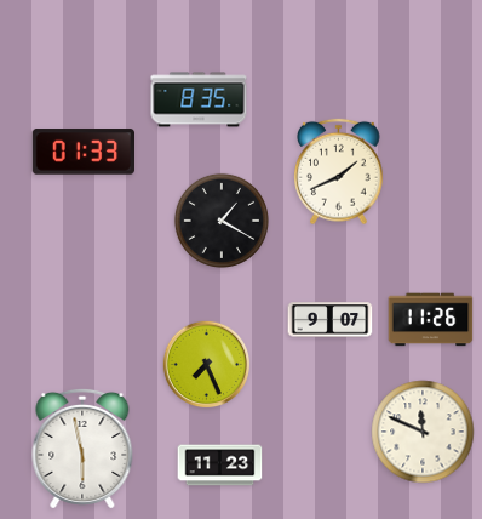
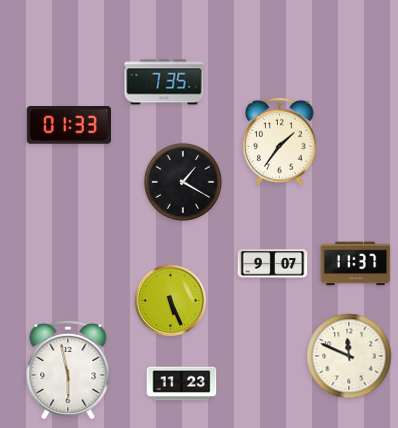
clock at (199, 99): 8:35 -> 7:35
clock at (339, 172): 1:41 -> 1:36
clock at (431, 320): 11:26 -> 11:37
clock at (207, 365): 7:26 -> 5:26
